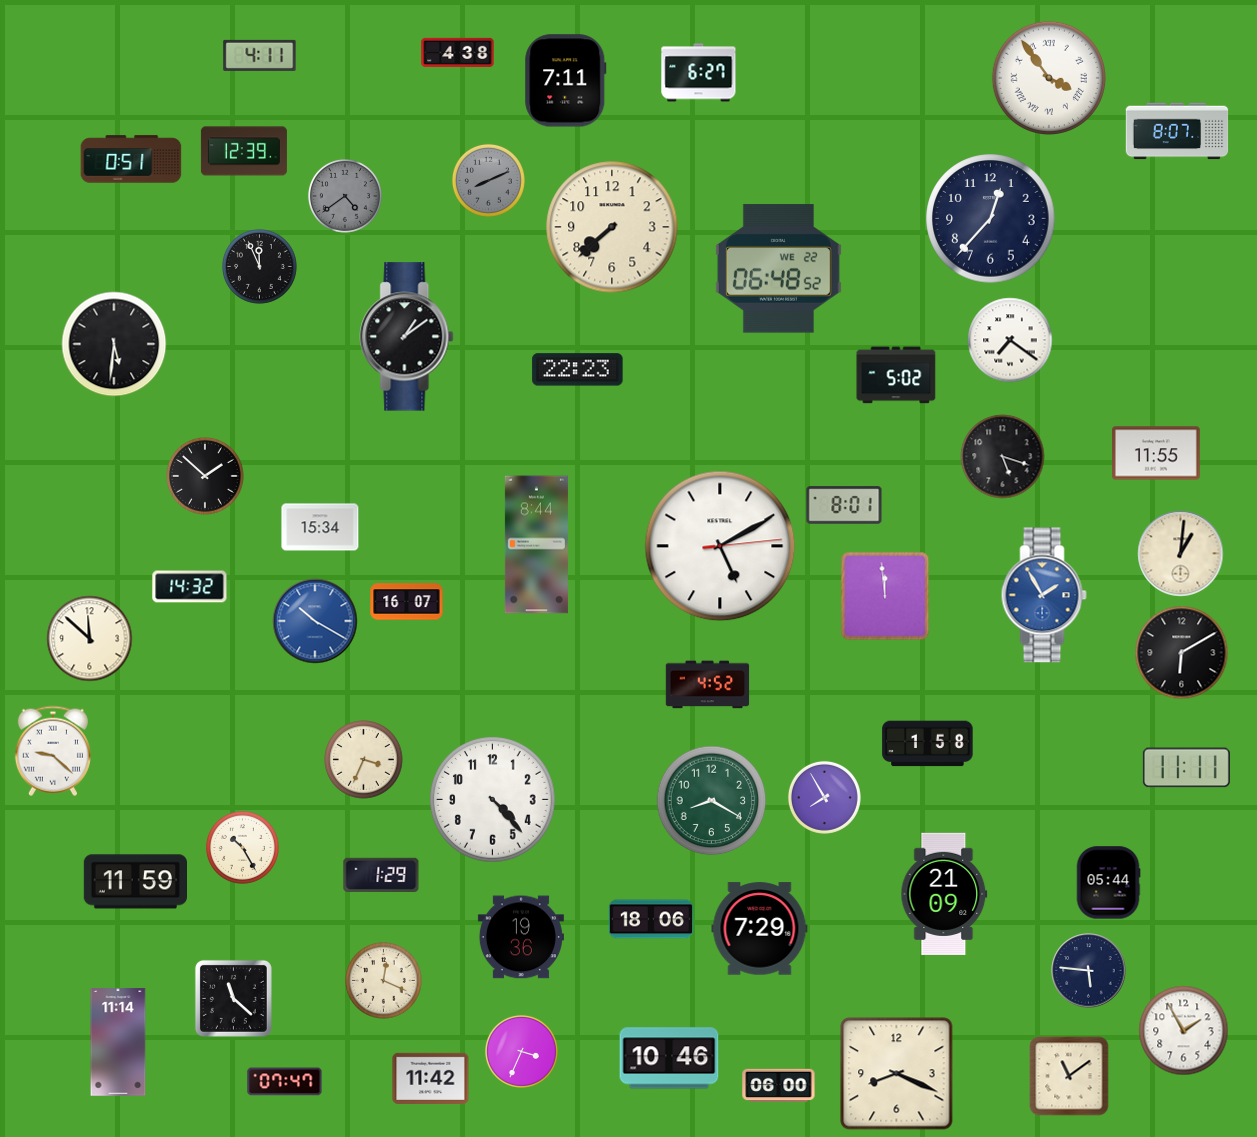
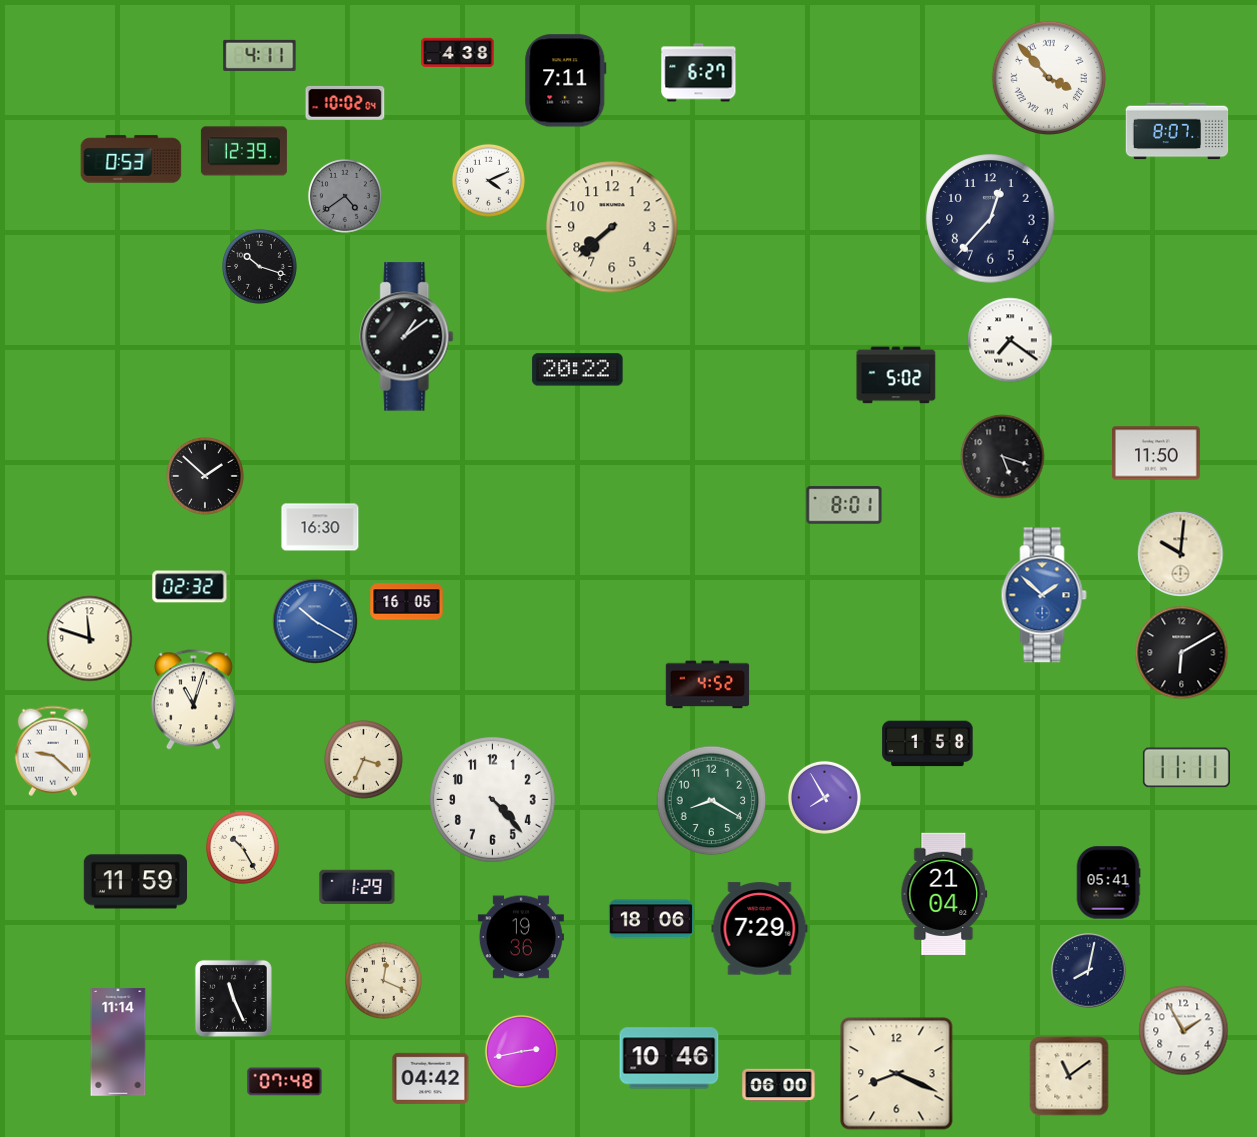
clock at (1048, 77): 3:54 -> 3:53
clock at (345, 103): none -> 10:02
clock at (131, 159): 0:51 -> 0:53
clock at (488, 180): 8:11 -> 4:11
clock at (488, 180) dial: grey -> white
clock at (260, 267): 11:56 -> 10:18
clock at (778, 269): 06:48 -> none
clock at (114, 344): 5:31 -> none
clock at (578, 370): 22:23 -> 20:22
clock at (1157, 453): 11:55 -> 11:50
clock at (320, 527): 15:34 -> 16:30
clock at (536, 545): 8:44 -> none
clock at (720, 546): 5:10 -> none
clock at (1181, 554): 1:01 -> 10:01
clock at (190, 587): 14:32 -> 02:32
clock at (1044, 595): 1:55 -> 1:52
clock at (885, 596): 11:59 -> none
clock at (407, 602): 16:07 -> 16:05
clock at (90, 639): 11:52 -> 11:48
clock at (193, 700): none -> 11:03
clock at (381, 874) position: (381, 874) -> (357, 886)
clock at (1108, 883): 05:44 -> 05:41
clock at (944, 893): 21:09 -> 21:04
clock at (1089, 971): 5:46 -> 8:02
clock at (233, 998): 11:22 -> 11:26
clock at (521, 1051): 3:34 -> 2:43
clock at (431, 1078): 11:42 -> 04:42
clock at (285, 1082): 07:47 -> 07:48
